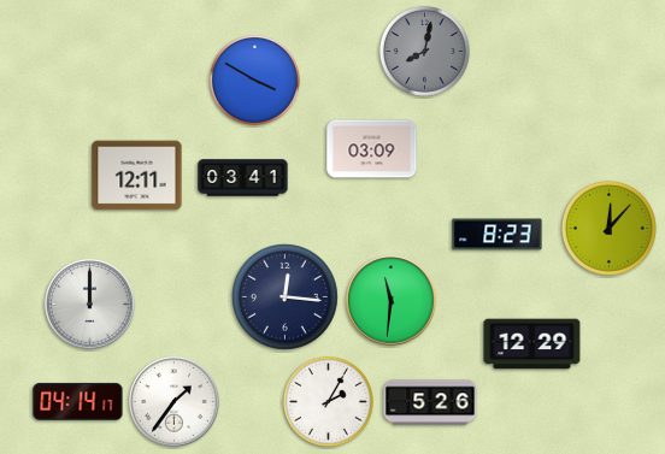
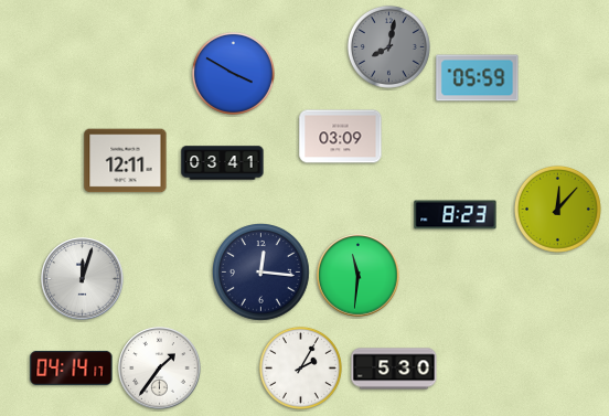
clock at (478, 78): none -> 05:59
clock at (90, 305): 12:00 -> 12:03
clock at (532, 344): 12:29 -> none
clock at (430, 402): 5:26 -> 5:30
